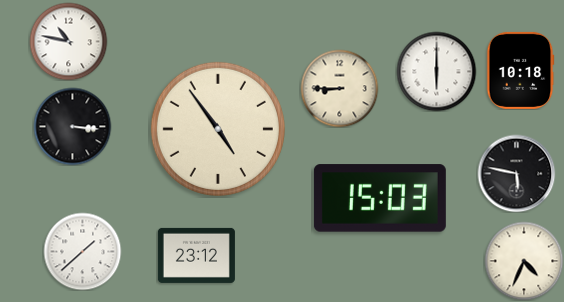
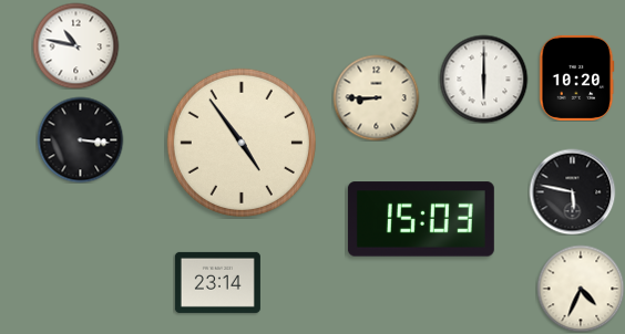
clock at (520, 70): 10:18 -> 10:20
clock at (82, 251): 1:38 -> none
clock at (196, 255): 23:12 -> 23:14
